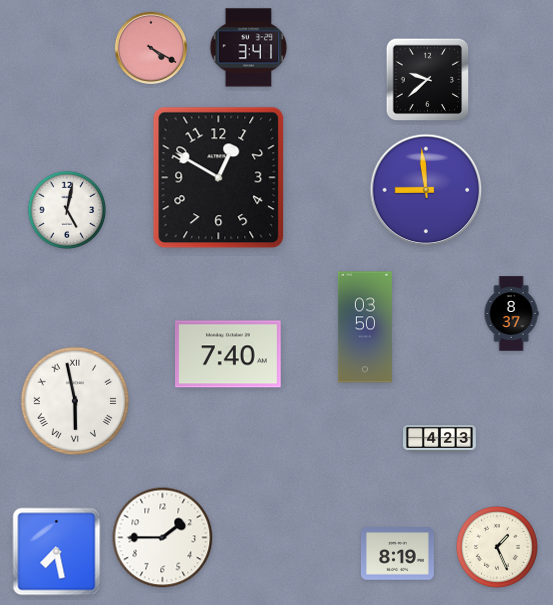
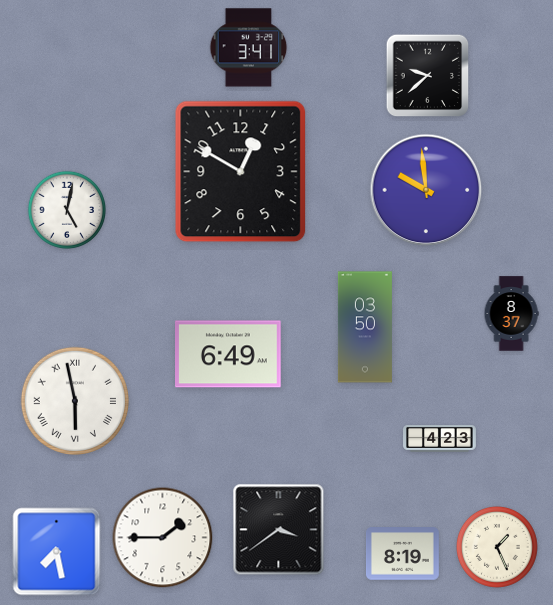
clock at (151, 48): 4:20 -> none
clock at (428, 80) position: (428, 80) -> (428, 76)
clock at (219, 178) position: (219, 178) -> (241, 172)
clock at (426, 190): 8:59 -> 9:59
clock at (229, 354): 7:40 -> 6:49
clock at (279, 530): none -> 3:39
clock at (398, 554) position: (398, 554) -> (403, 554)
